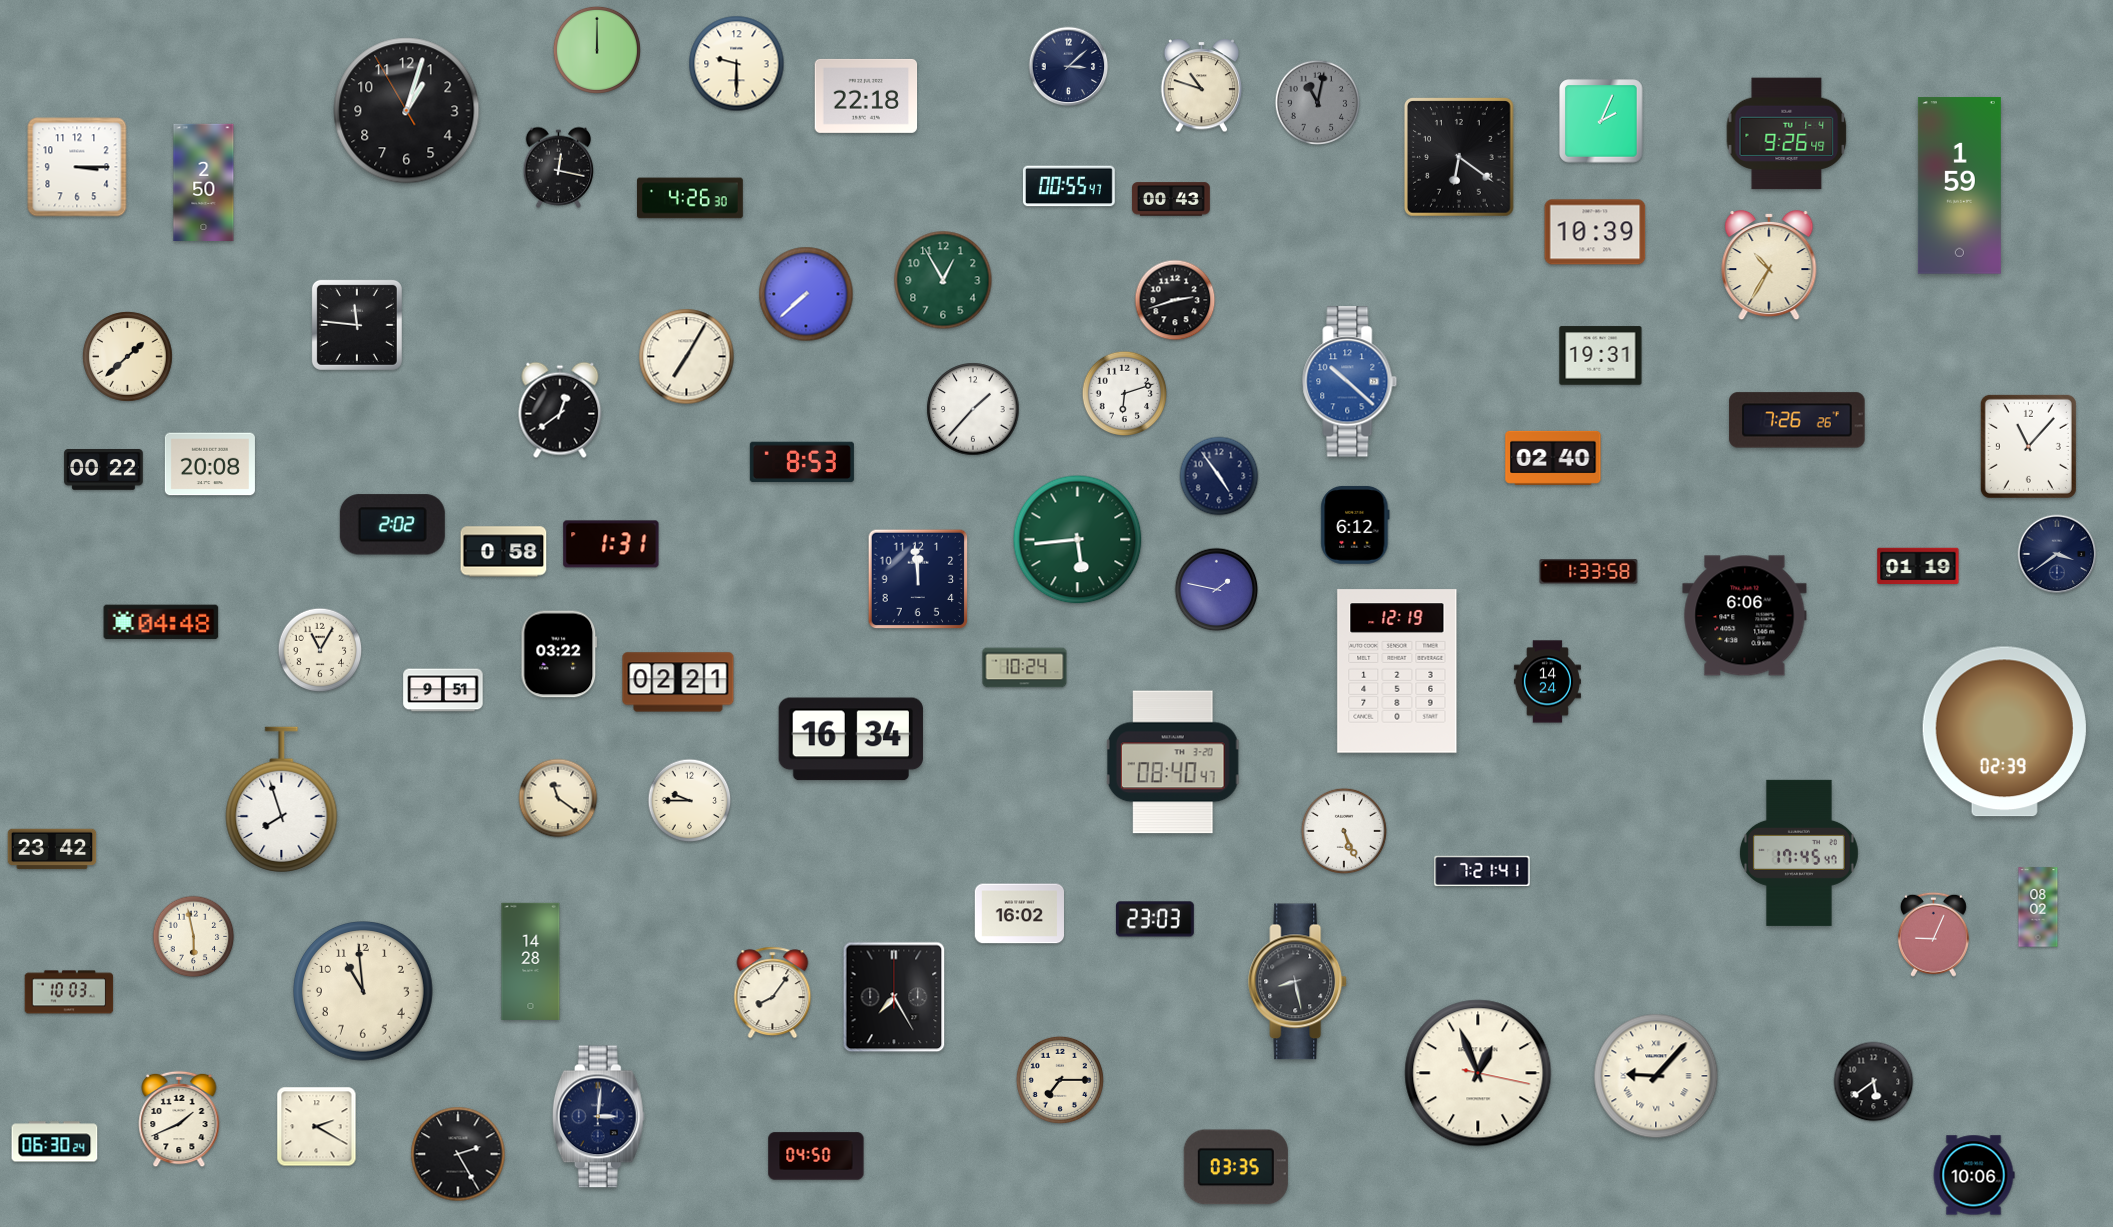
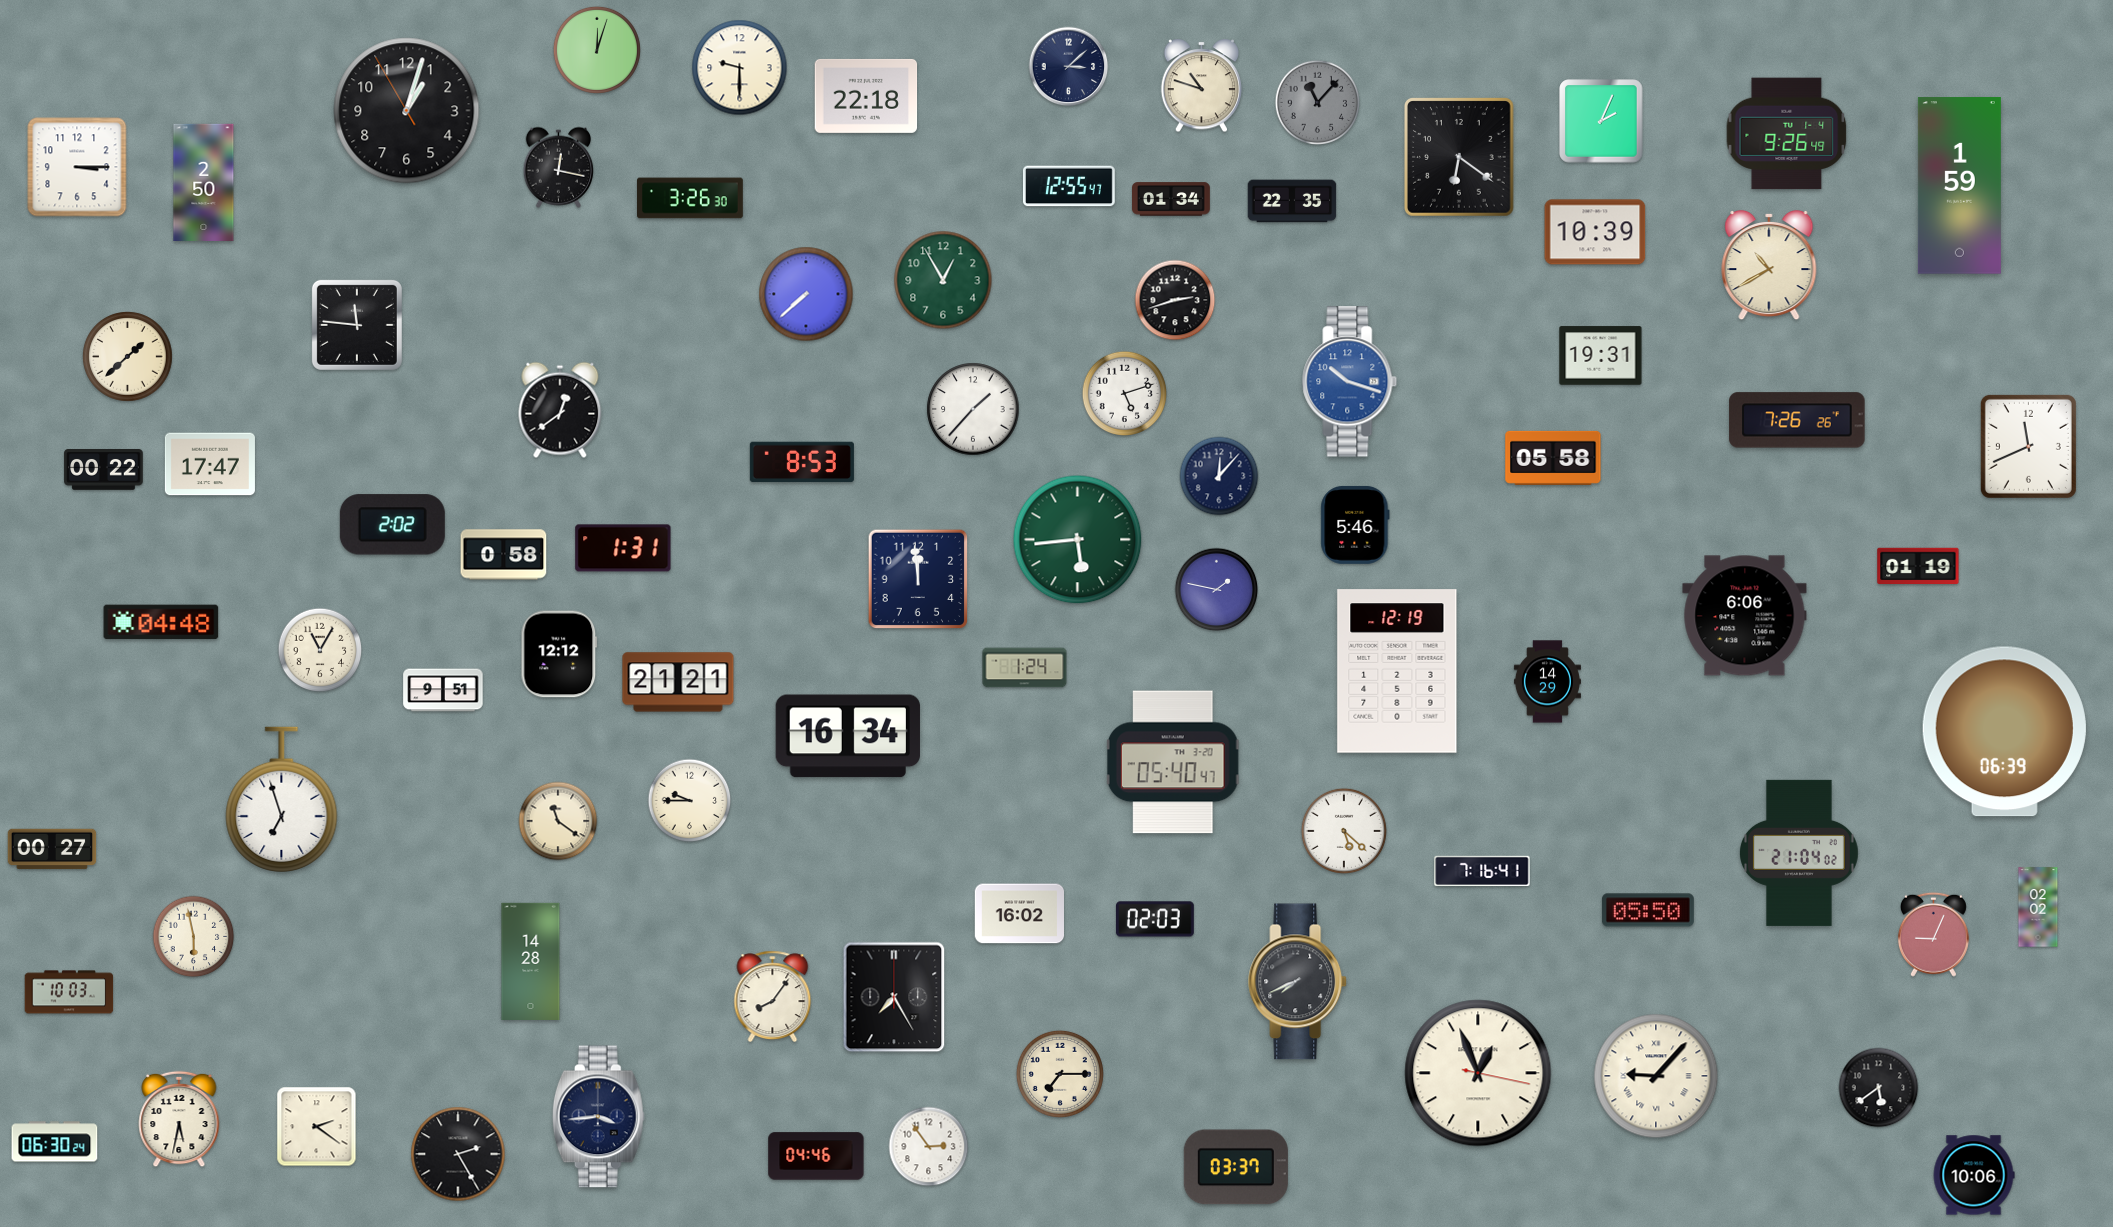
clock at (597, 50): 12:00 -> 12:03
clock at (737, 64) position: (737, 64) -> (740, 68)
clock at (1317, 102): 11:02 -> 11:07
clock at (1069, 186): 00:55 -> 12:55
clock at (691, 198): 4:26 -> 3:26
clock at (1172, 199): 00:43 -> 01:34
clock at (1292, 201): none -> 22:35
clock at (1769, 265): 10:35 -> 10:40
clock at (687, 357): 7:05 -> none
clock at (1350, 382): 10:22 -> 10:18
clock at (1124, 393): 6:12 -> 5:12
clock at (2028, 446): 11:07 -> 11:41
clock at (1553, 458): 02:40 -> 05:58
clock at (210, 464): 20:08 -> 17:47
clock at (1219, 476): 4:54 -> 12:07
clock at (1355, 525): 6:12 -> 5:46
clock at (611, 544) position: (611, 544) -> (623, 548)
clock at (504, 552) position: (504, 552) -> (504, 555)
clock at (2057, 554): 3:39 -> none
clock at (1589, 572): 1:33 -> none
clock at (559, 654): 03:22 -> 12:12
clock at (1025, 668): 10:24 -> 1:24
clock at (678, 682): 02:21 -> 21:21
clock at (1547, 682): 14:24 -> 14:29
clock at (2004, 732): 02:39 -> 06:39
clock at (851, 739) position: (851, 739) -> (848, 736)
clock at (1173, 762): 08:40 -> 05:40
clock at (558, 798) position: (558, 798) -> (558, 821)
clock at (282, 799): 7:57 -> 6:57
clock at (1344, 831): 5:26 -> 5:22
clock at (52, 849): 23:42 -> 00:27
clock at (1799, 853): 17:45 -> 21:04
clock at (1482, 871): 7:21 -> 7:16
clock at (2038, 907): 08:02 -> 02:02
clock at (1648, 910): none -> 05:50
clock at (1155, 919): 23:03 -> 02:03
clock at (1298, 982): 8:28 -> 7:41
clock at (364, 992): 10:59 -> none
clock at (773, 993) position: (773, 993) -> (773, 997)
clock at (1060, 1080) position: (1060, 1080) -> (1060, 1074)
clock at (1874, 1082) position: (1874, 1082) -> (1879, 1088)
clock at (598, 1117): 3:01 -> 3:44
clock at (179, 1119): 1:41 -> 5:32
clock at (317, 1127): 2:20 -> 2:21
clock at (929, 1147): none -> 2:54
clock at (816, 1156): 04:50 -> 04:46
clock at (1236, 1167): 03:35 -> 03:37
